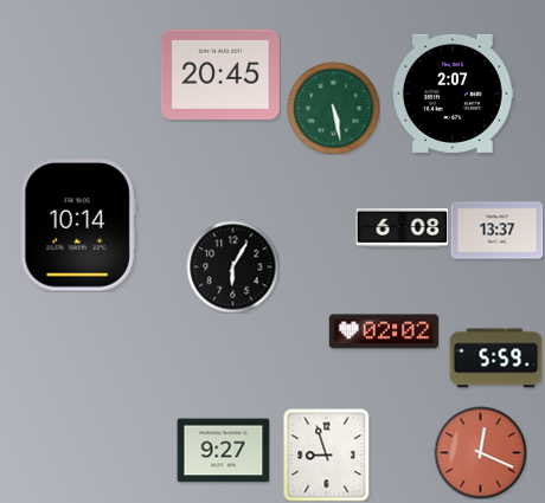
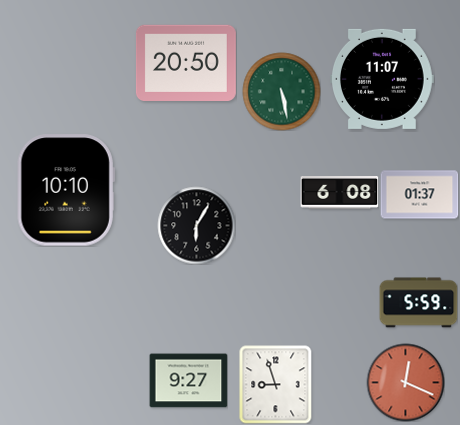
clock at (220, 73): 20:45 -> 20:50
clock at (454, 93): 2:07 -> 11:07
clock at (78, 225): 10:14 -> 10:10
clock at (496, 231): 13:37 -> 01:37
clock at (384, 331): 02:02 -> none
